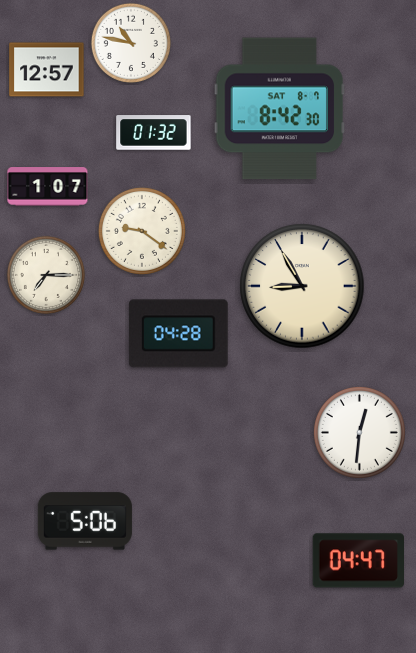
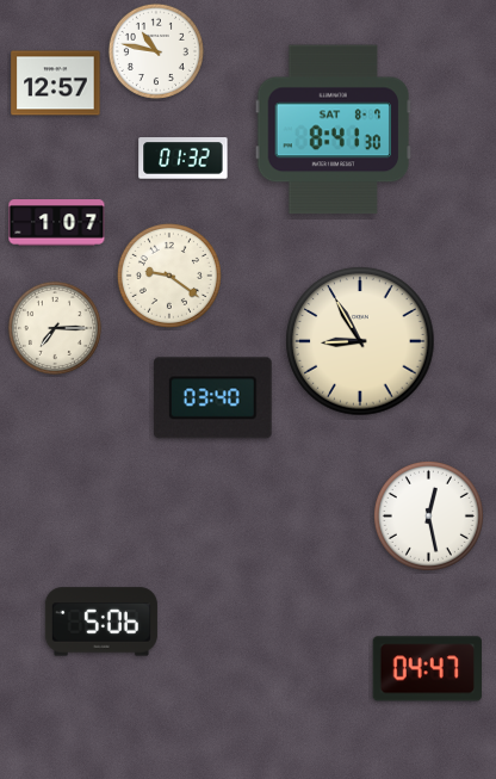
clock at (280, 109): 8:42 -> 8:41
clock at (178, 334): 04:28 -> 03:40
clock at (359, 432): 12:31 -> 12:28
